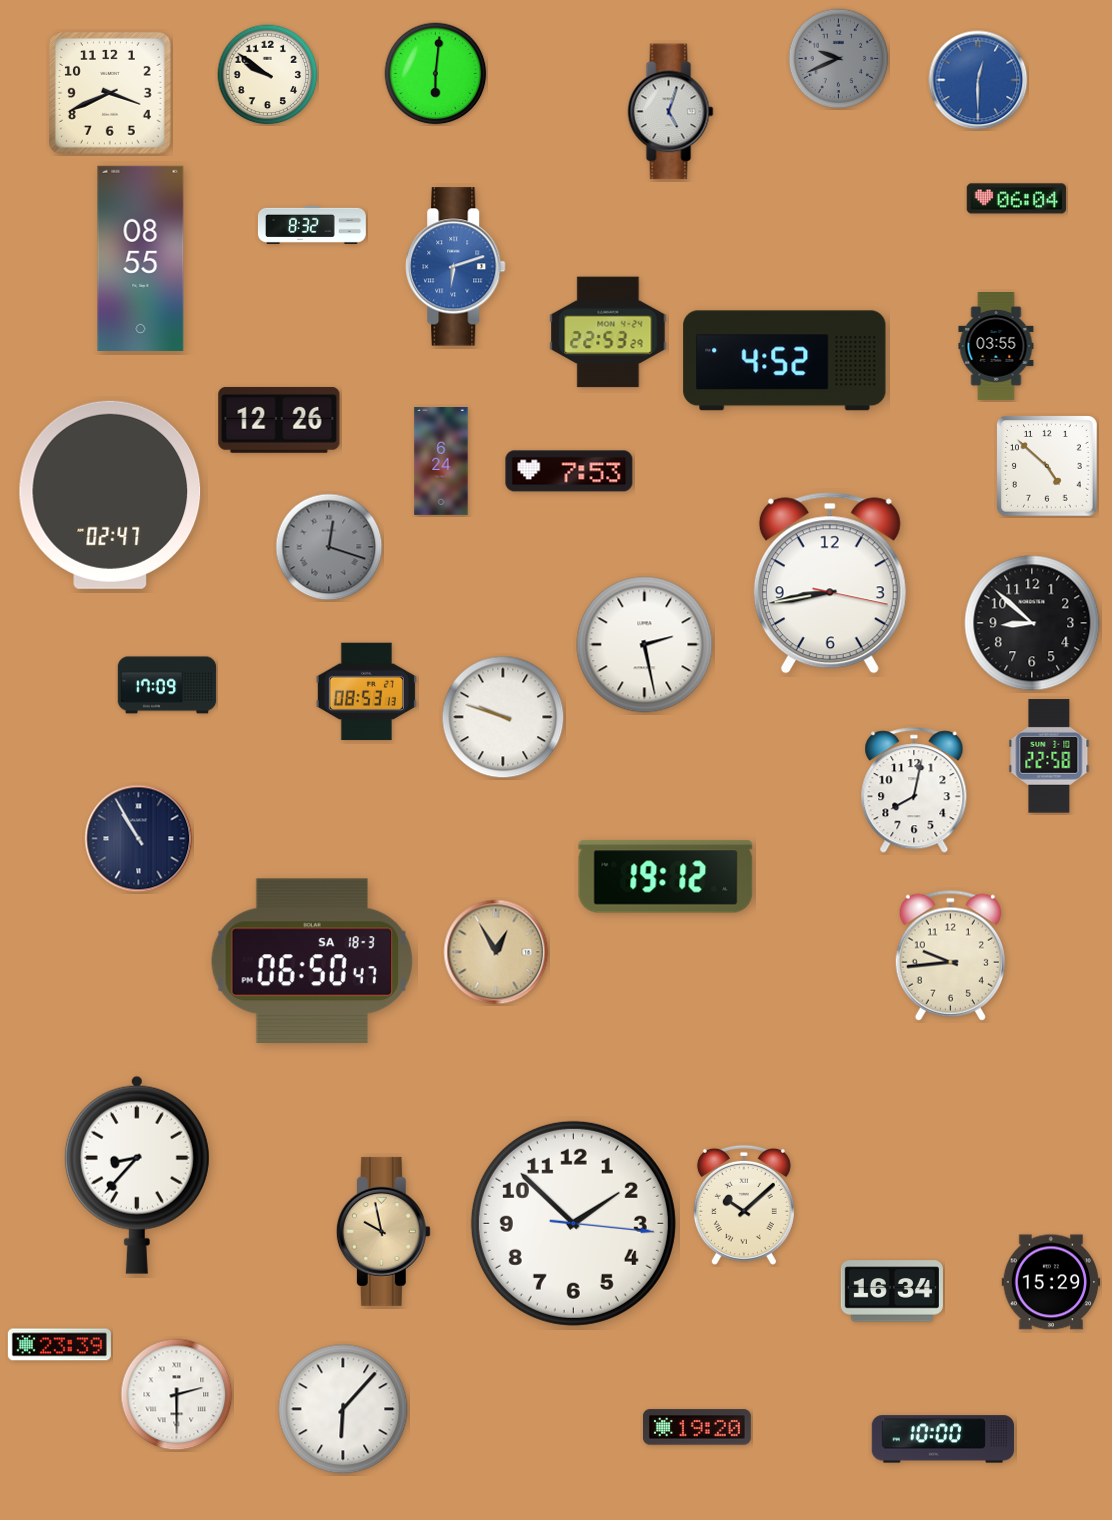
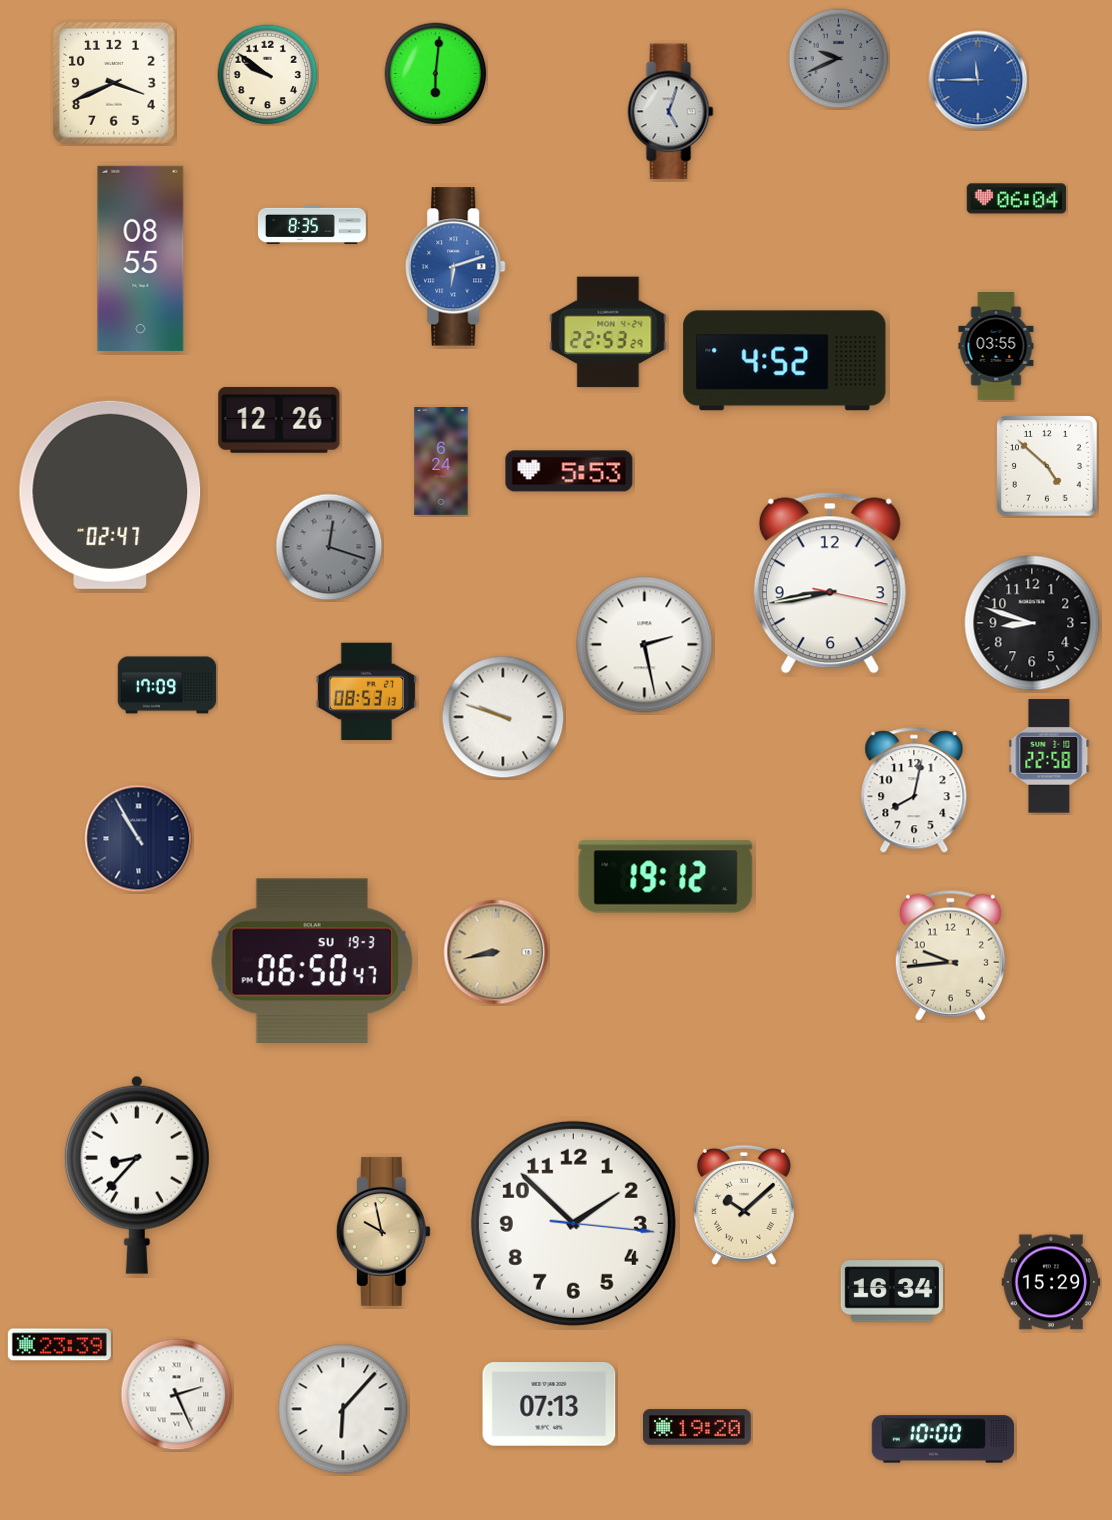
clock at (978, 80): 12:30 -> 11:45
clock at (111, 94) position: (111, 94) -> (115, 84)
clock at (312, 225): 8:32 -> 8:35
clock at (569, 471): 7:53 -> 5:53
clock at (1032, 623): 8:52 -> 8:48
clock at (496, 952): 12:55 -> 8:43
clock at (312, 961) date: SA 18-3 -> SU 19-3
clock at (177, 1395): 2:30 -> 2:26
clock at (549, 1404): none -> 07:13
